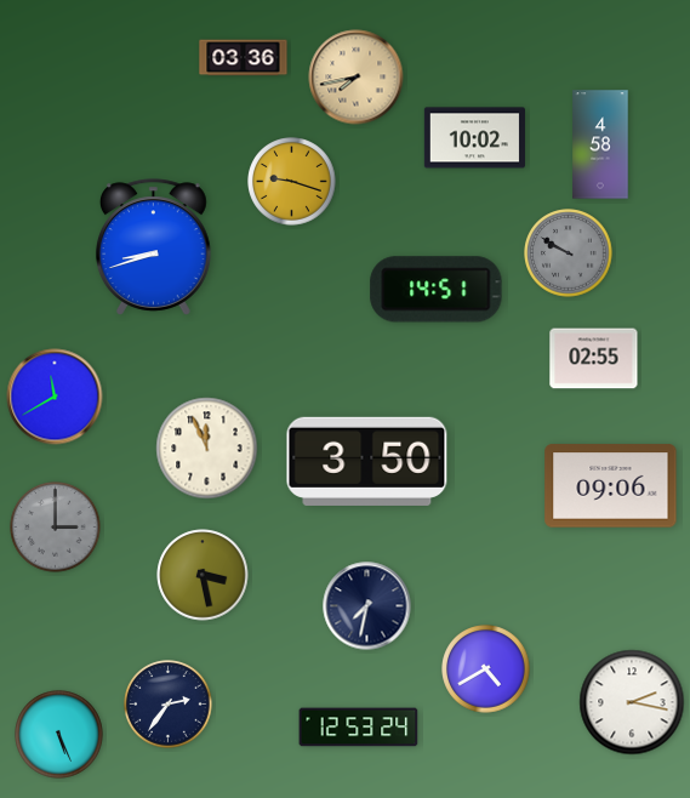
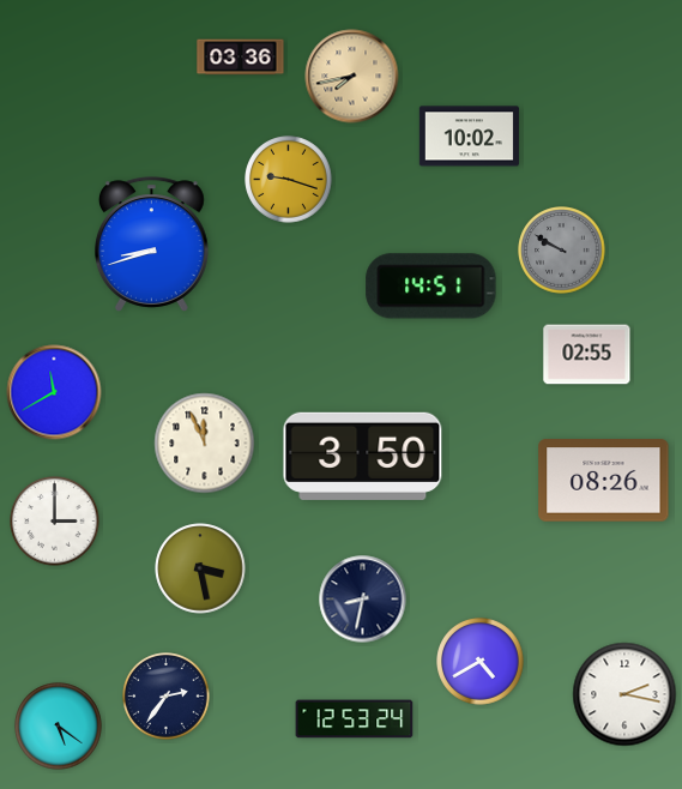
clock at (600, 144): 4:58 -> none
clock at (611, 486): 09:06 -> 08:26
clock at (56, 528) dial: grey -> white
clock at (367, 606): 7:32 -> 8:32
clock at (59, 735): 5:26 -> 5:21
